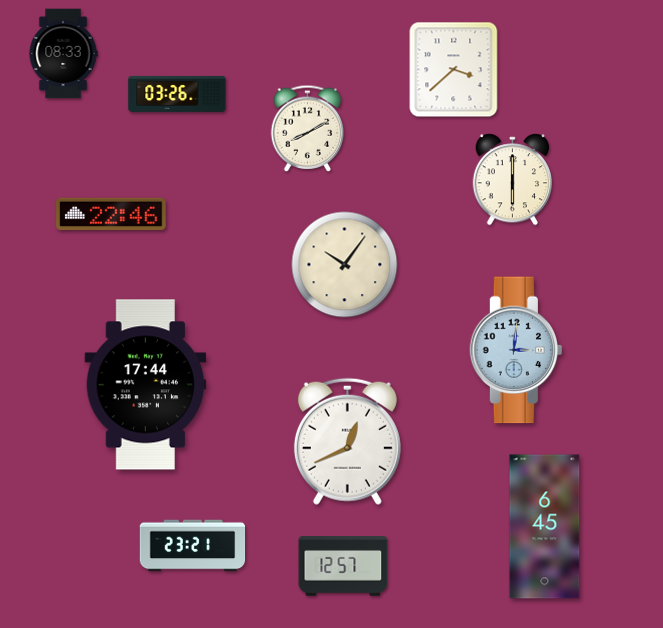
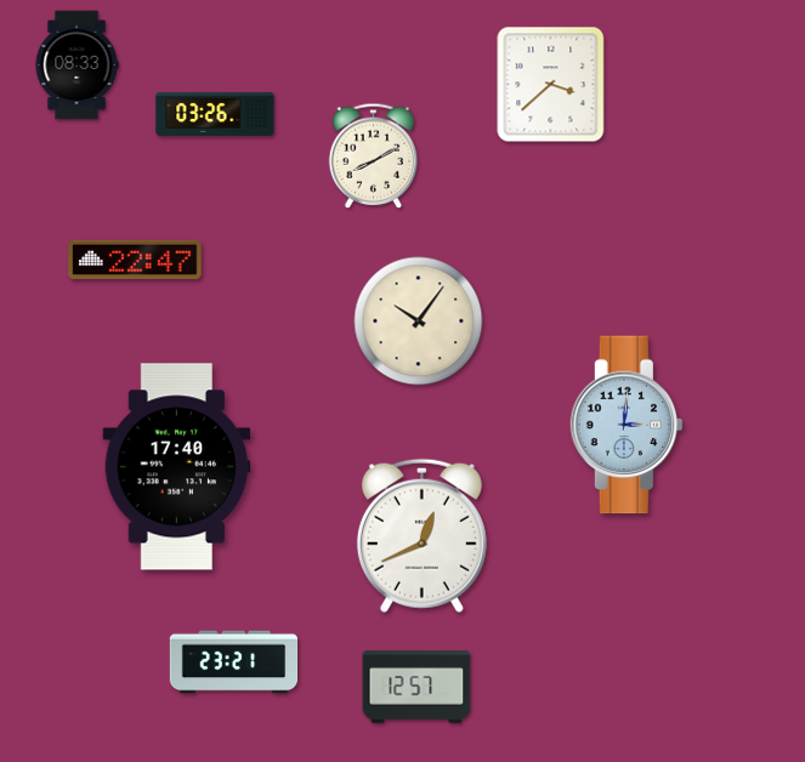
clock at (513, 180): 6:00 -> none
clock at (111, 214): 22:46 -> 22:47
clock at (146, 385): 17:44 -> 17:40
clock at (545, 527): 6:45 -> none
